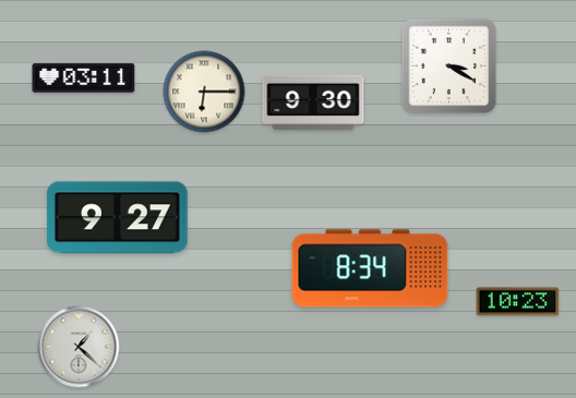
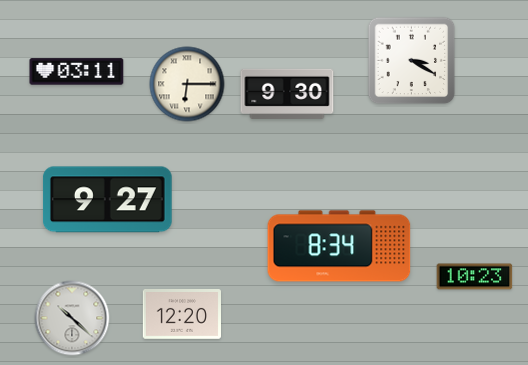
clock at (181, 315): none -> 12:20
clock at (79, 347): 1:22 -> 10:22
